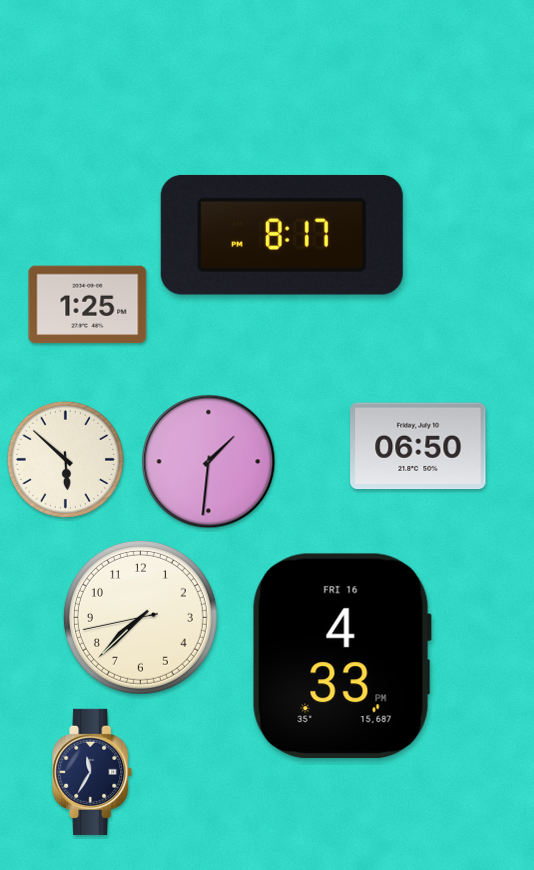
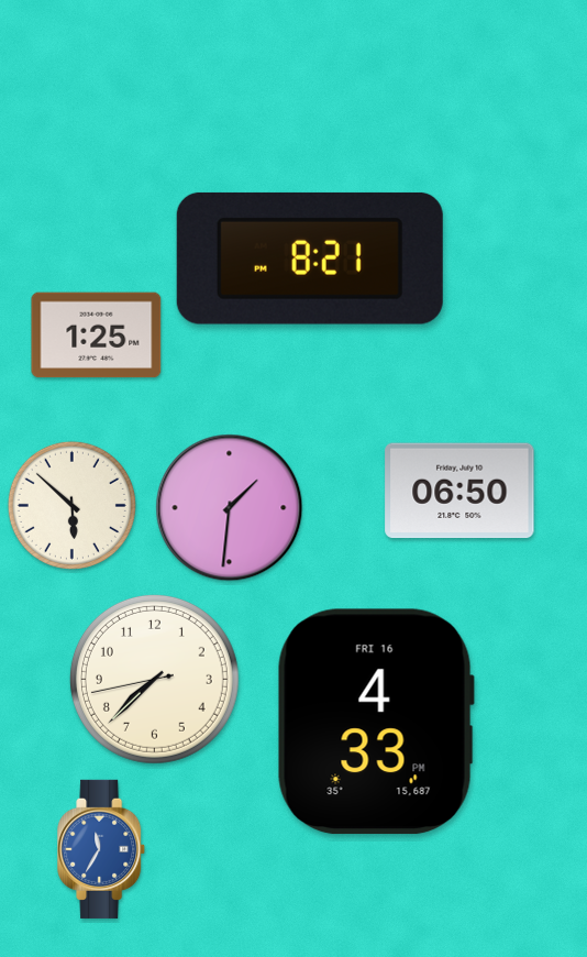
clock at (282, 235): 8:17 -> 8:21
clock at (93, 772) dial: navy -> blue
